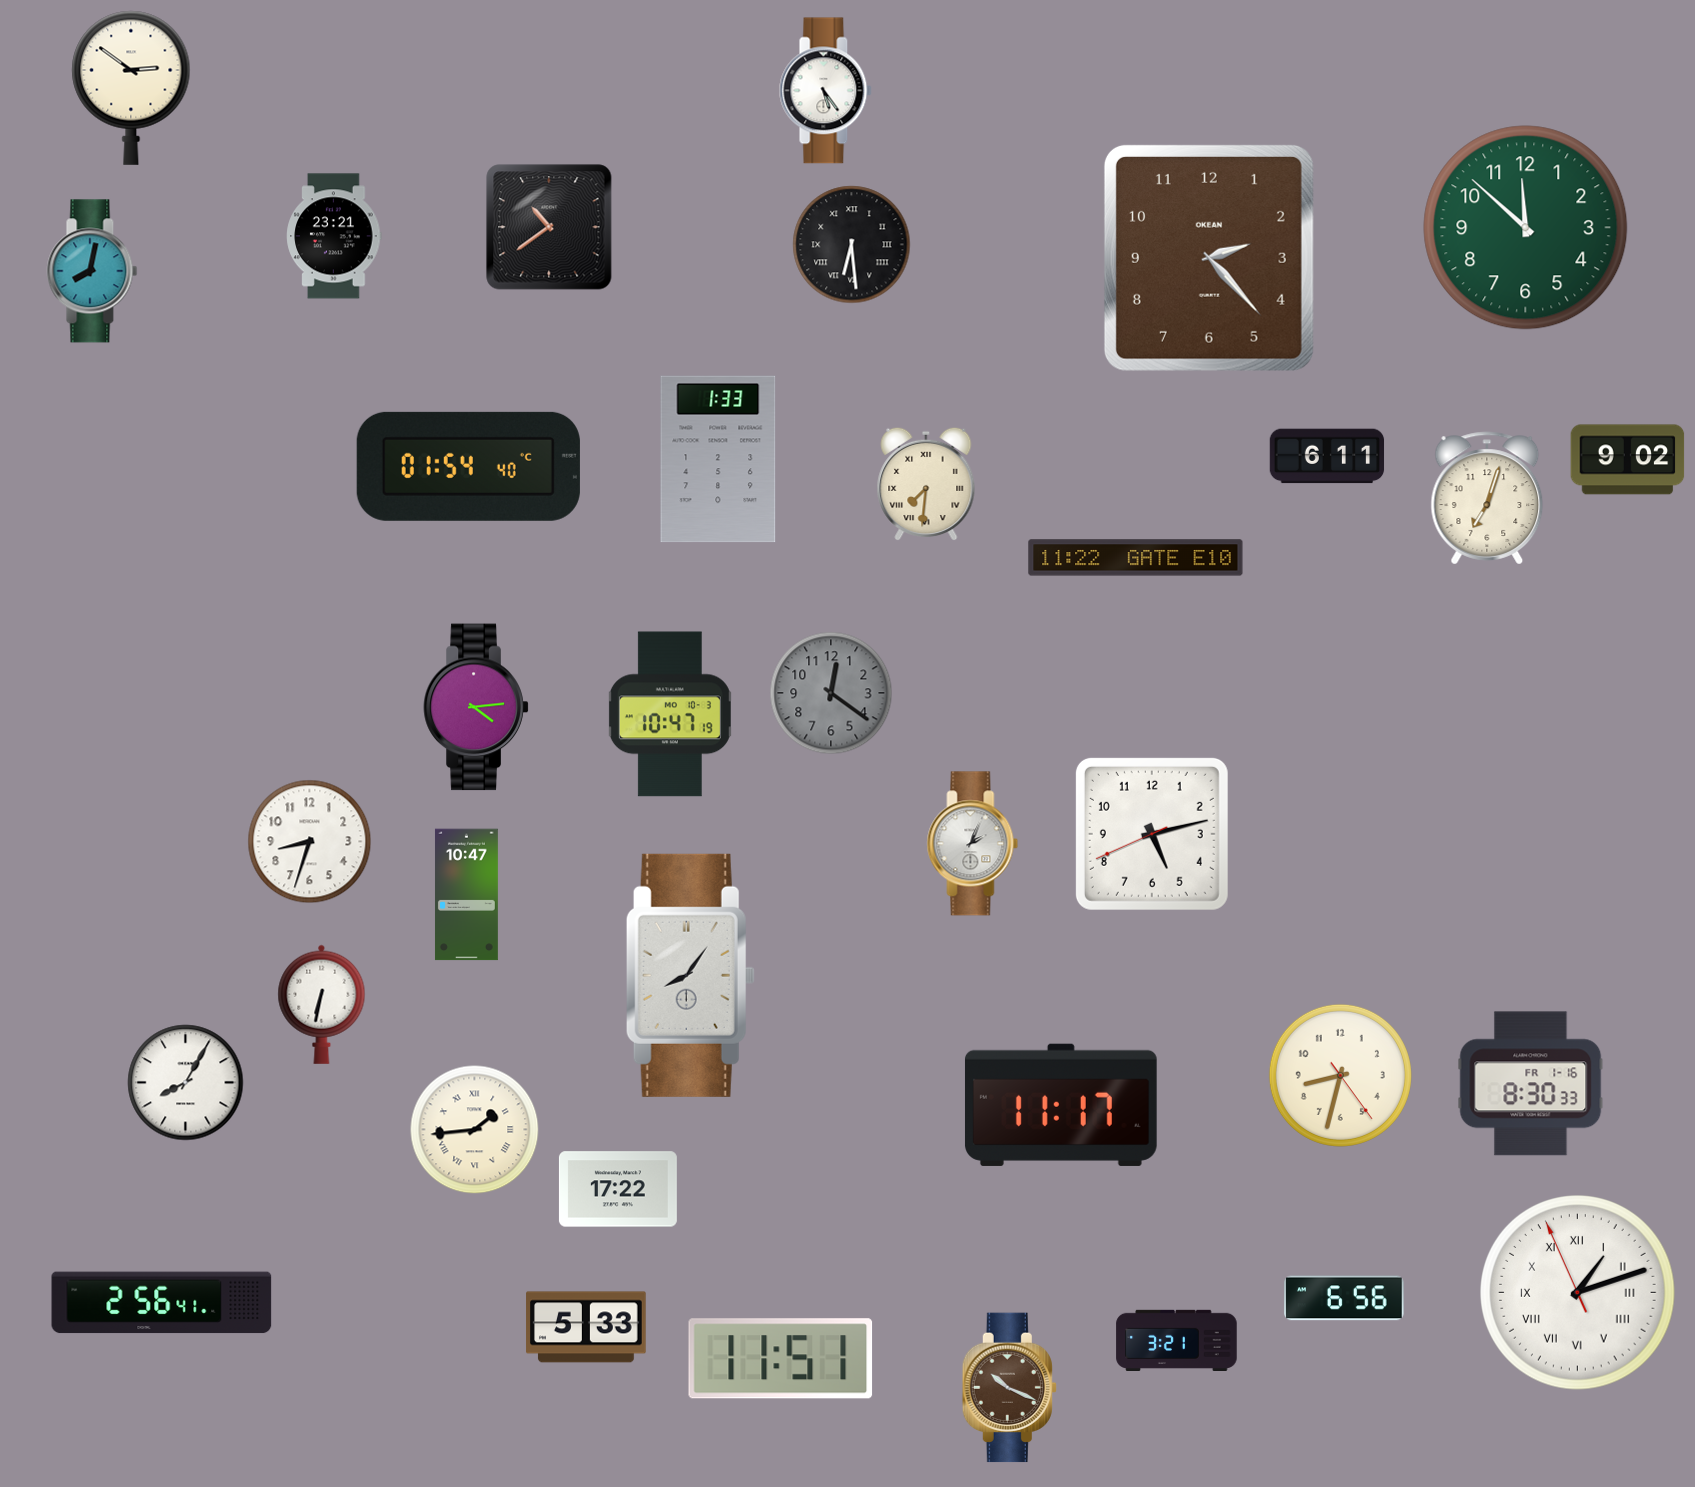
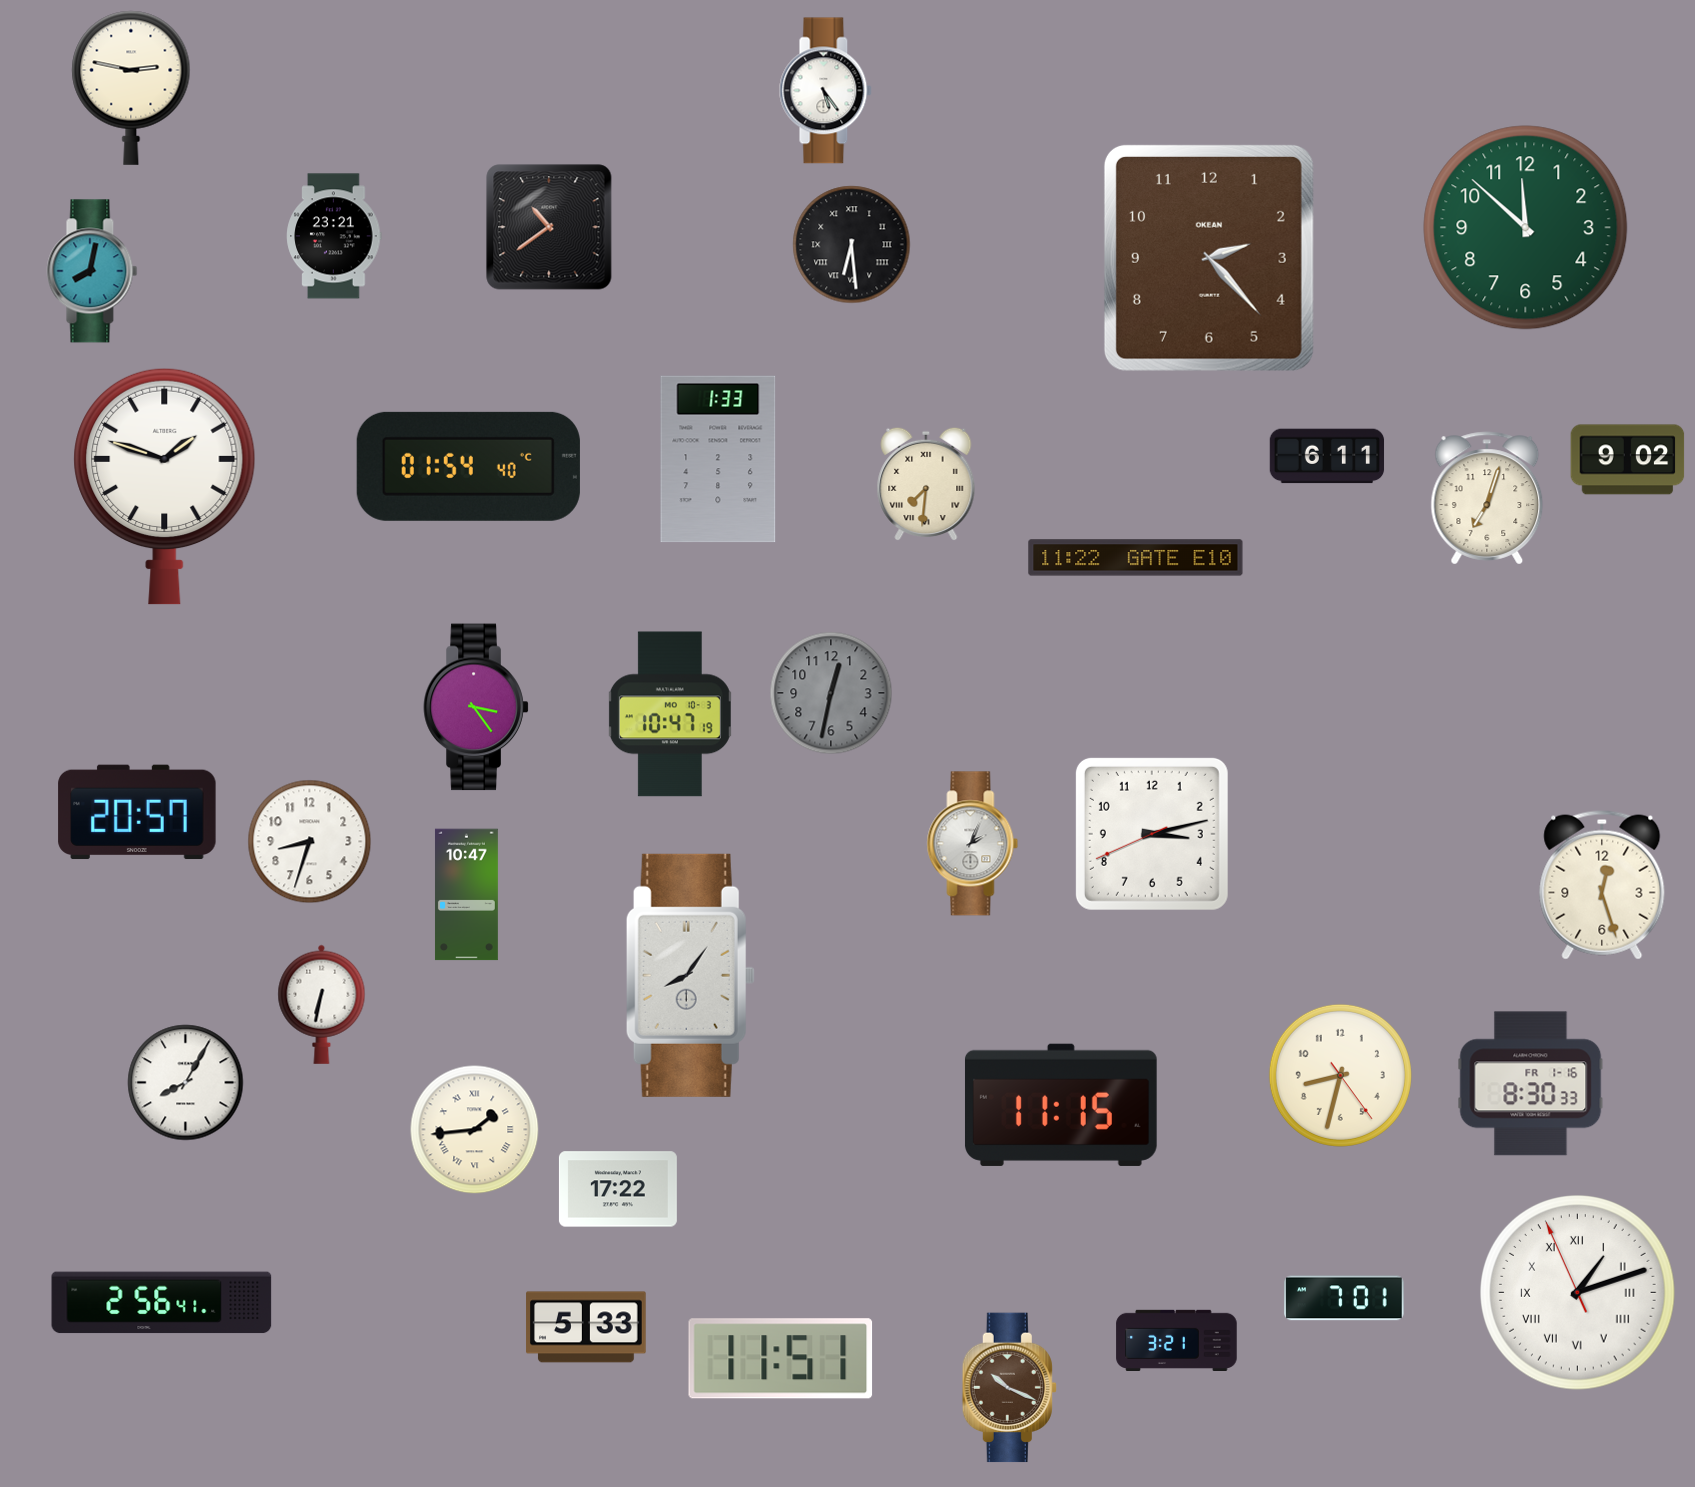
clock at (131, 88): 2:51 -> 2:47
clock at (165, 486): none -> 1:48
clock at (831, 693): 12:21 -> 12:32
clock at (476, 707): 4:14 -> 3:24
clock at (137, 812): none -> 20:57
clock at (1152, 834): 5:12 -> 3:12
clock at (1602, 885): none -> 12:27
clock at (1061, 1105): 11:17 -> 11:15
clock at (1345, 1298): 6:56 -> 7:01
